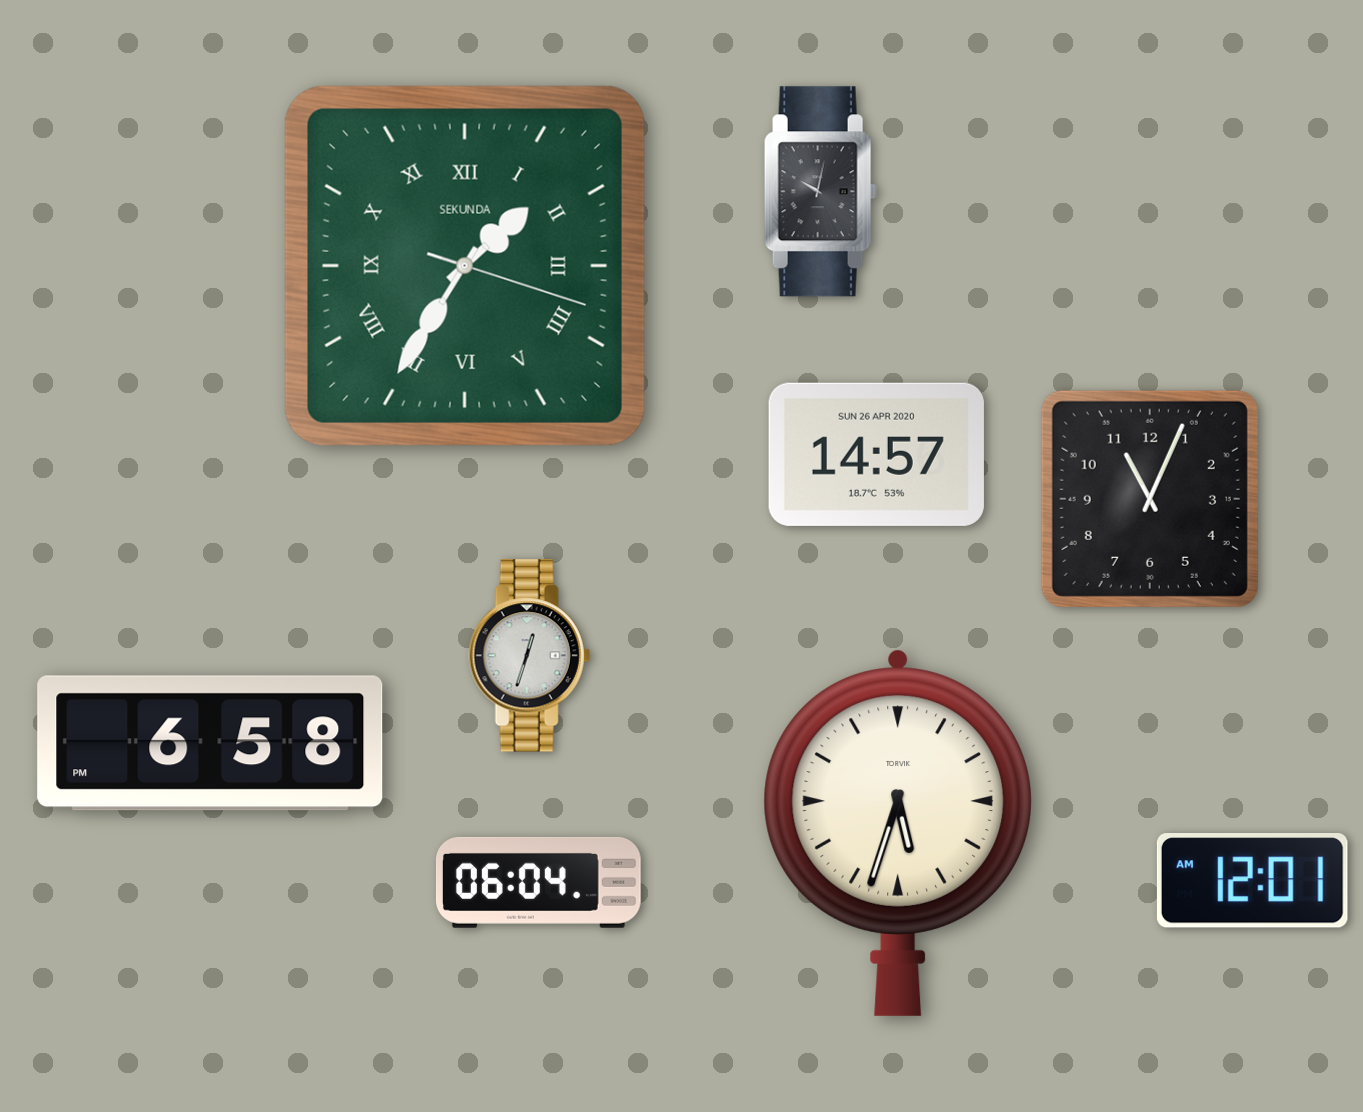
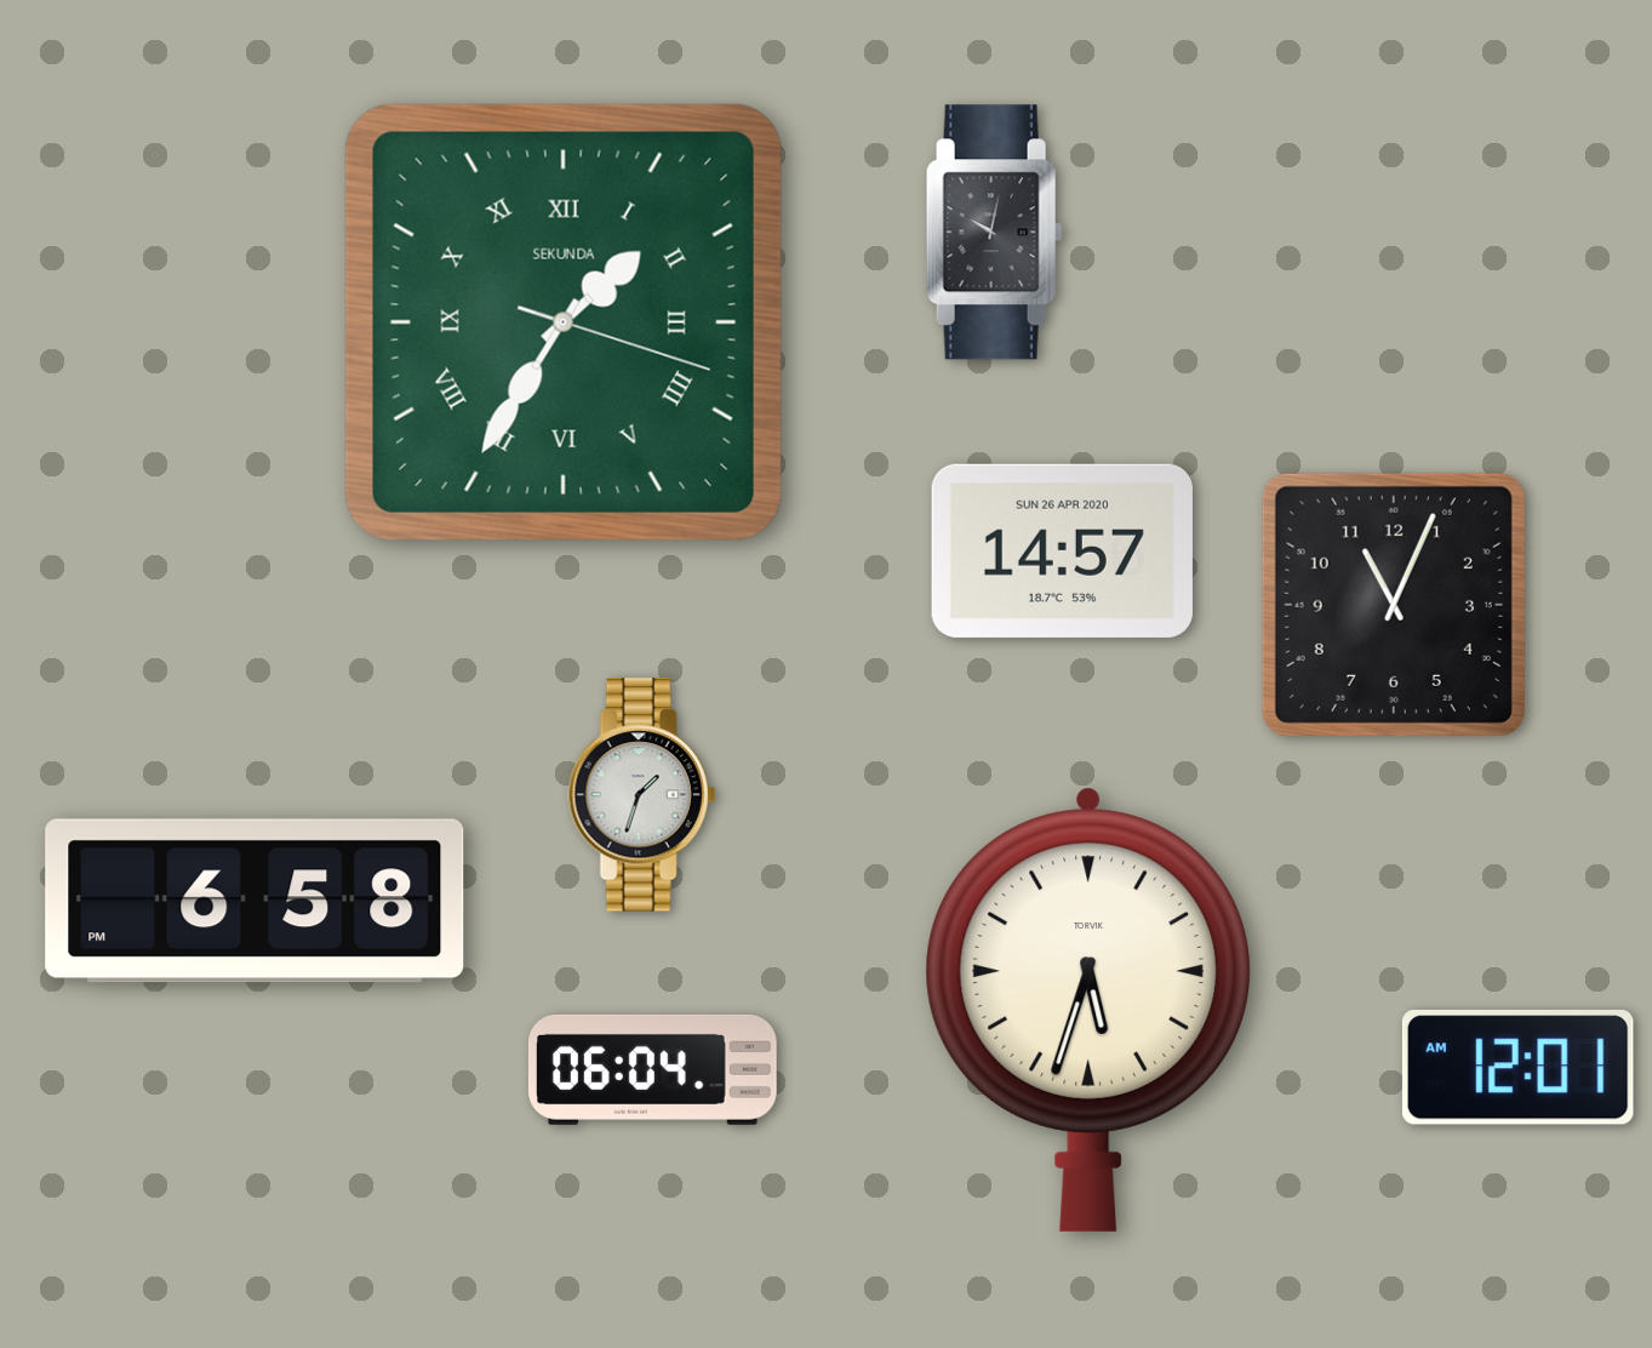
clock at (529, 656): 12:33 -> 1:33
